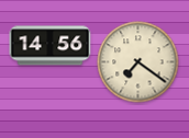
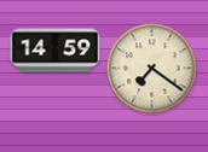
clock at (51, 46): 14:56 -> 14:59
